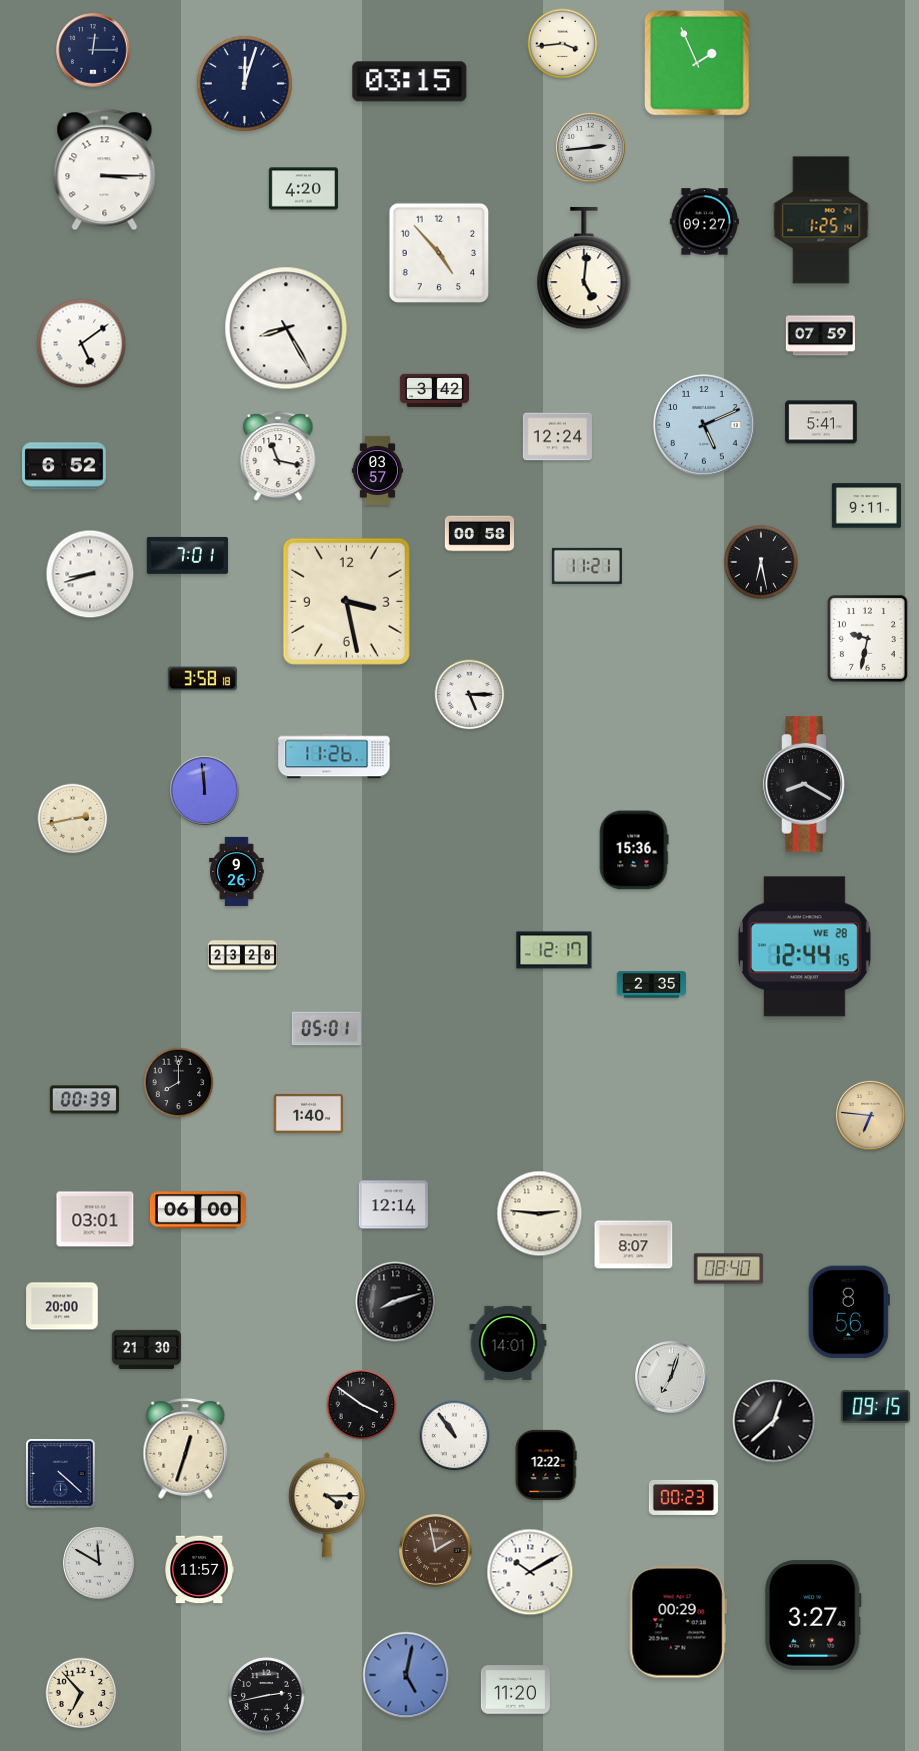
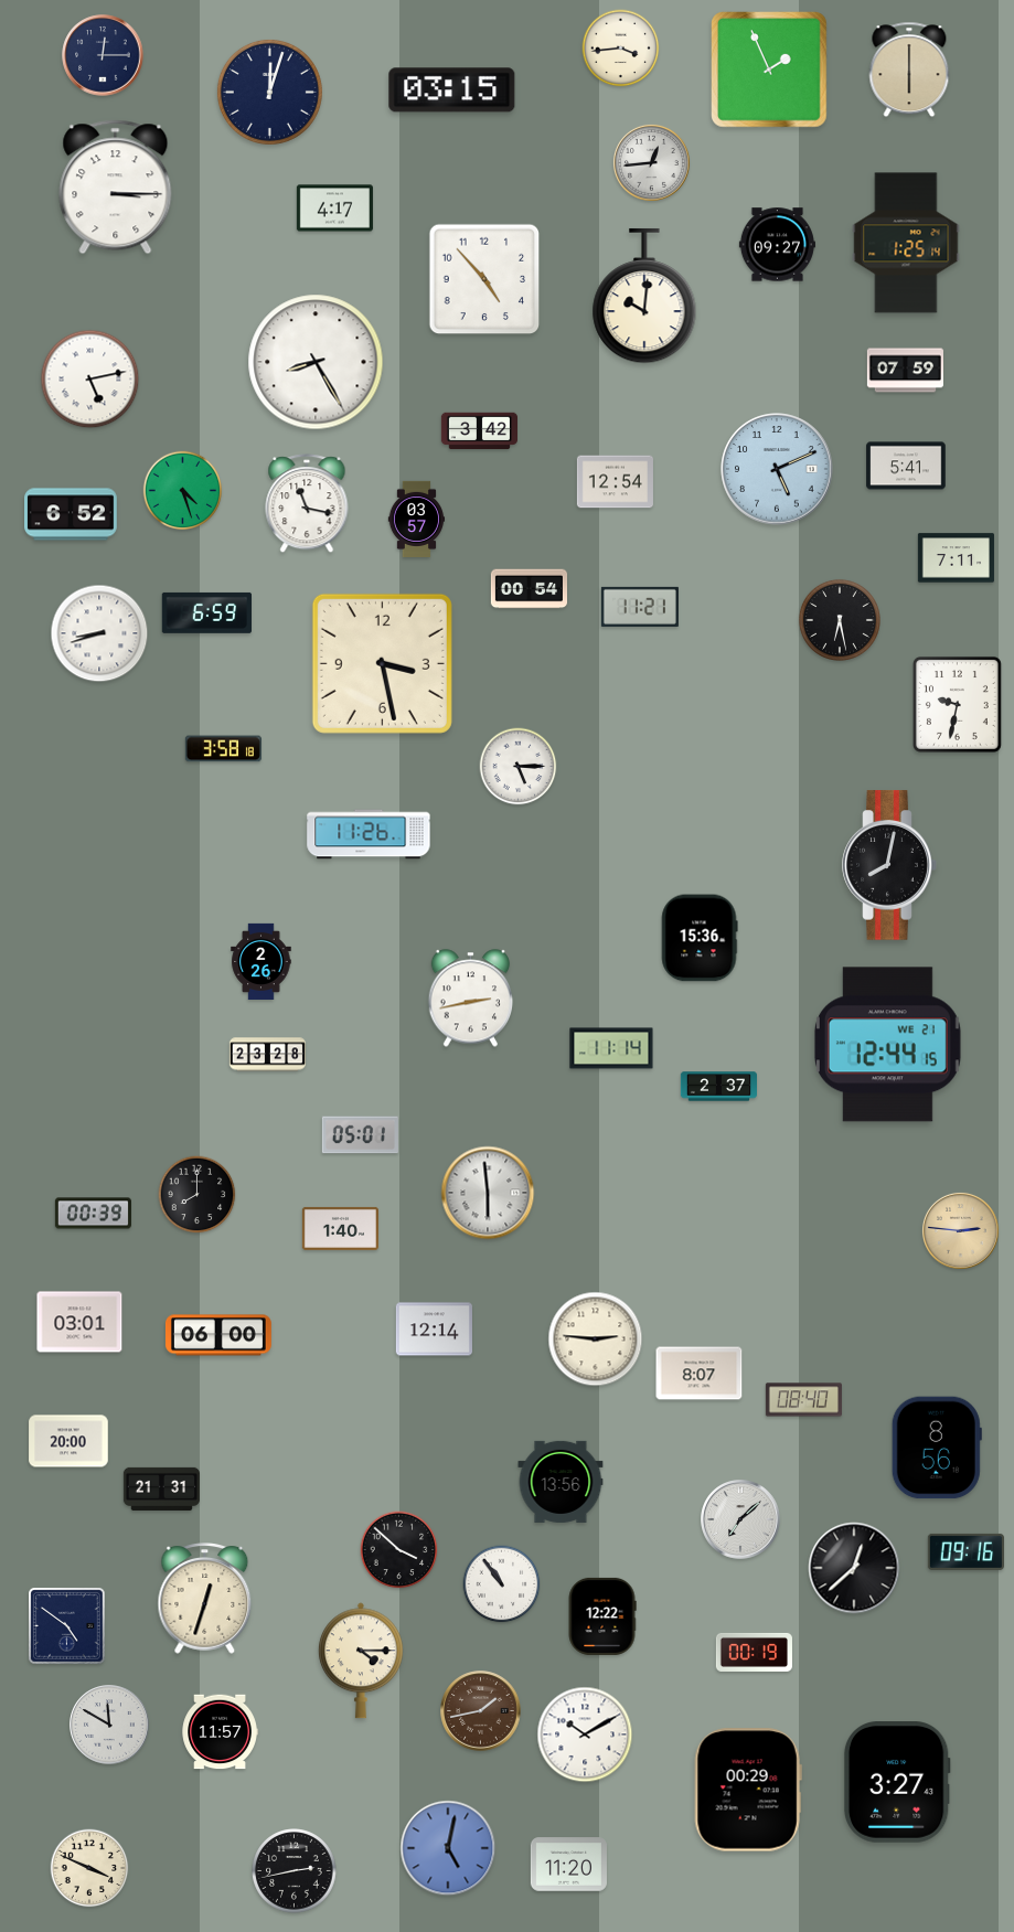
clock at (909, 70): none -> 6:00
clock at (590, 147): 2:44 -> 12:44
clock at (303, 189): 4:20 -> 4:17
clock at (584, 268): 5:01 -> 10:01
clock at (82, 344): 5:09 -> 5:13
clock at (557, 437): 12:24 -> 12:54
clock at (183, 491): none -> 4:27
clock at (866, 506): 9:11 -> 7:11
clock at (479, 534): 00:58 -> 00:54
clock at (187, 555): 7:01 -> 6:59
clock at (587, 566) position: (587, 566) -> (640, 607)
clock at (806, 784): 8:20 -> 8:02
clock at (204, 790): 11:59 -> none
clock at (73, 819): 2:43 -> none
clock at (237, 871): 9:26 -> 2:26
clock at (471, 999): none -> 2:43
clock at (804, 947) date: WE 28 -> WE 21
clock at (554, 950): 12:17 -> 11:14
clock at (651, 985): 2:35 -> 2:37
clock at (488, 1193): none -> 5:59
clock at (870, 1115): 6:46 -> 2:46
clock at (95, 1219) position: (95, 1219) -> (79, 1322)
clock at (396, 1302): 8:12 -> none
clock at (508, 1343): 14:01 -> 13:56
clock at (146, 1349): 21:30 -> 21:31
clock at (671, 1377): 7:03 -> 7:08
clock at (362, 1405): 3:51 -> 3:52
clock at (875, 1406): 09:15 -> 09:16
clock at (61, 1474): 4:22 -> 4:51
clock at (683, 1497): 00:23 -> 00:19
clock at (436, 1551): 1:58 -> 1:43
clock at (81, 1693): 6:53 -> 3:49
